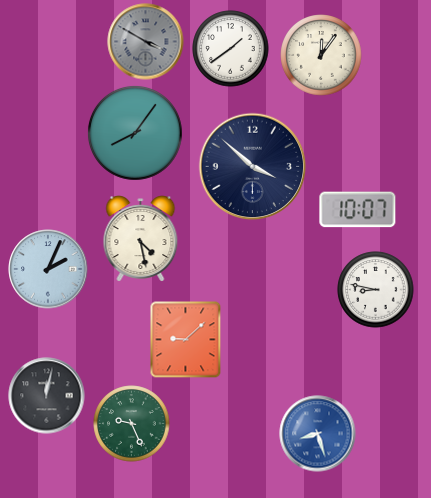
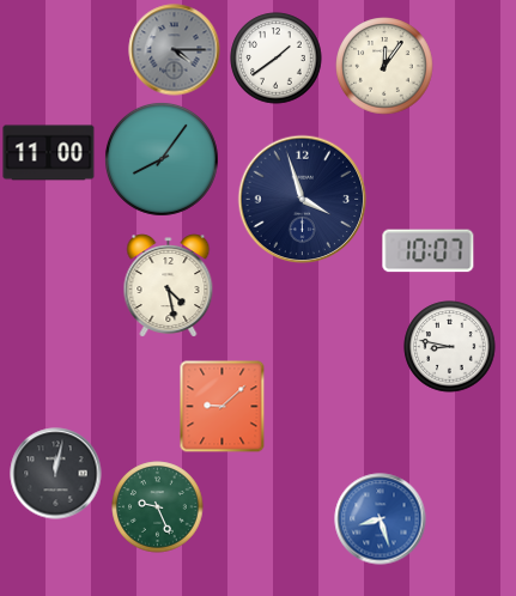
clock at (146, 42): 3:50 -> 4:15
clock at (49, 153): none -> 11:00
clock at (253, 167): 3:52 -> 3:57
clock at (48, 269): 2:04 -> none
